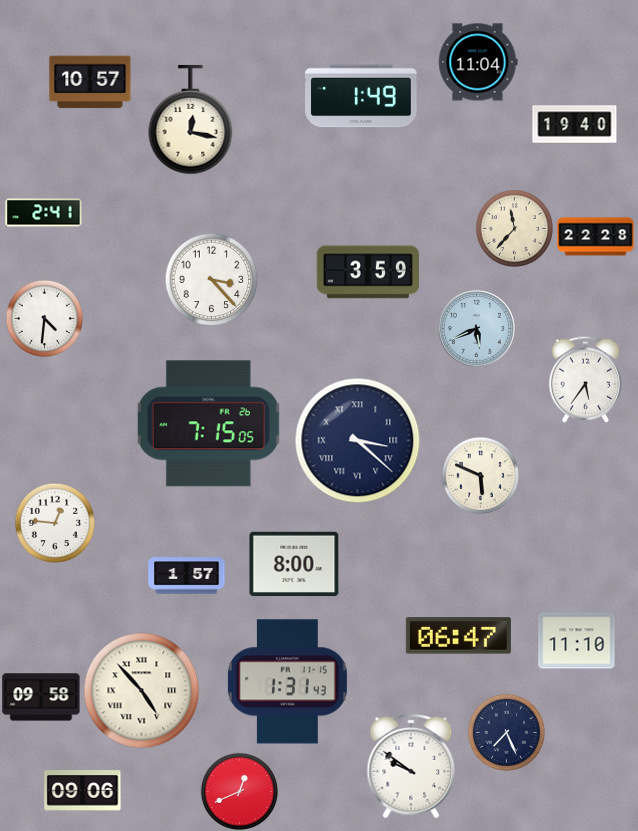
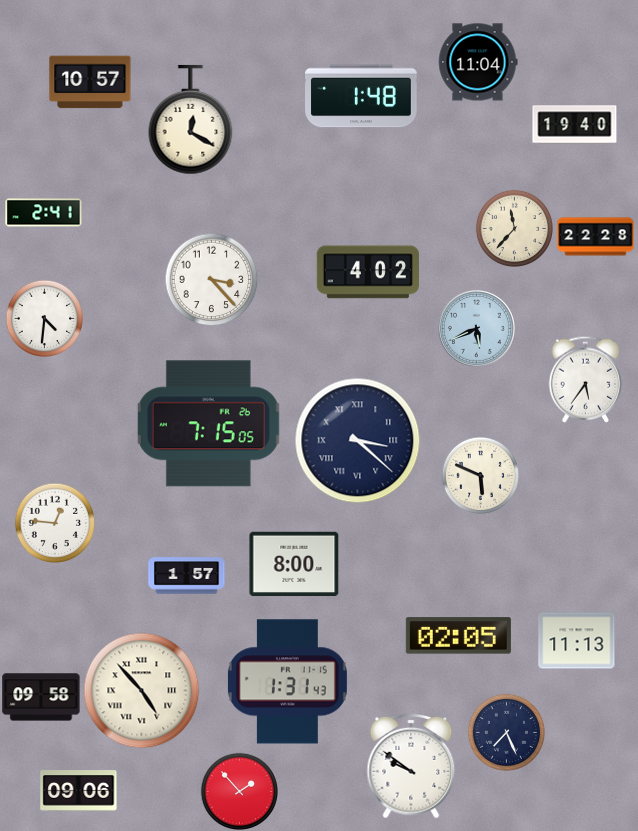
clock at (361, 96): 1:49 -> 1:48
clock at (191, 120): 12:17 -> 12:20
clock at (368, 272): 3:59 -> 4:02
clock at (458, 636): 06:47 -> 02:05
clock at (577, 641): 11:10 -> 11:13
clock at (83, 791) position: (83, 791) -> (79, 791)
clock at (239, 791): 12:41 -> 1:53
